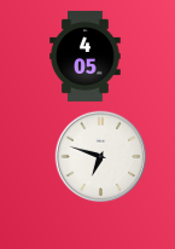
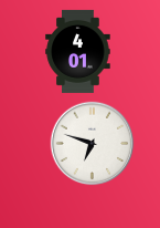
clock at (86, 56): 4:05 -> 4:01
